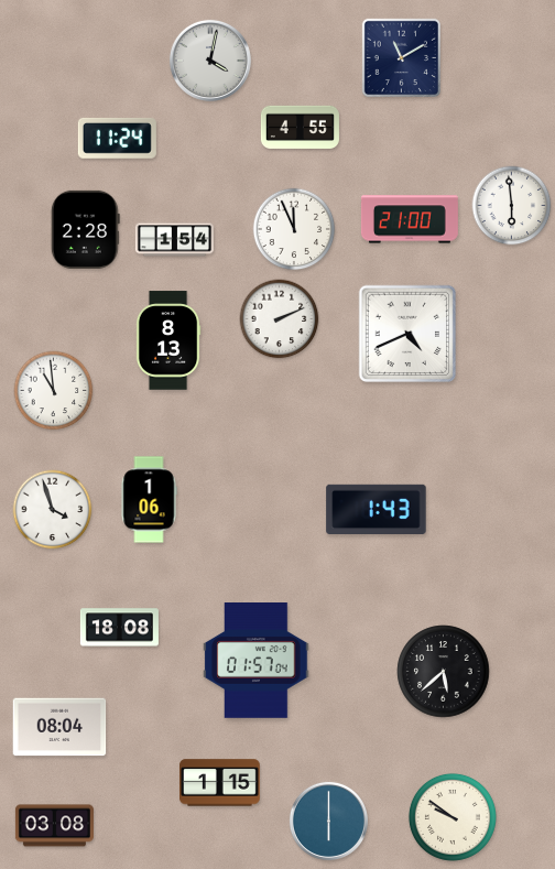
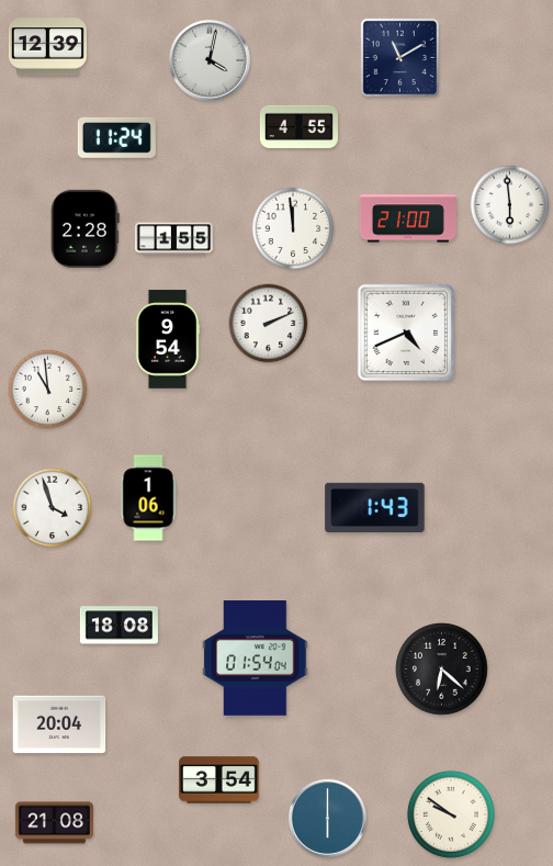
clock at (47, 47): none -> 12:39
clock at (294, 229): 11:56 -> 11:59
clock at (174, 240): 1:54 -> 1:55
clock at (280, 319) position: (280, 319) -> (269, 324)
clock at (168, 340): 8:13 -> 9:54
clock at (54, 391) position: (54, 391) -> (48, 390)
clock at (257, 661): 01:57 -> 01:54
clock at (444, 672): 5:38 -> 6:22
clock at (59, 727): 08:04 -> 20:04
clock at (220, 783): 1:15 -> 3:54
clock at (54, 826): 03:08 -> 21:08
